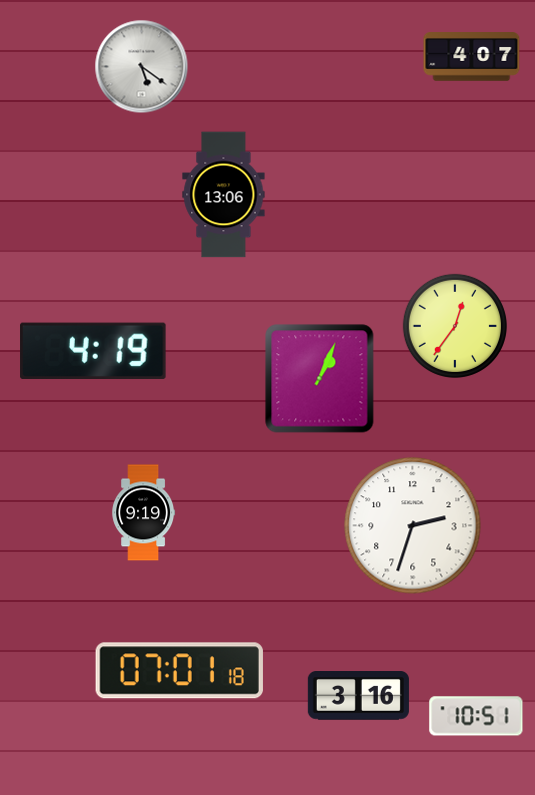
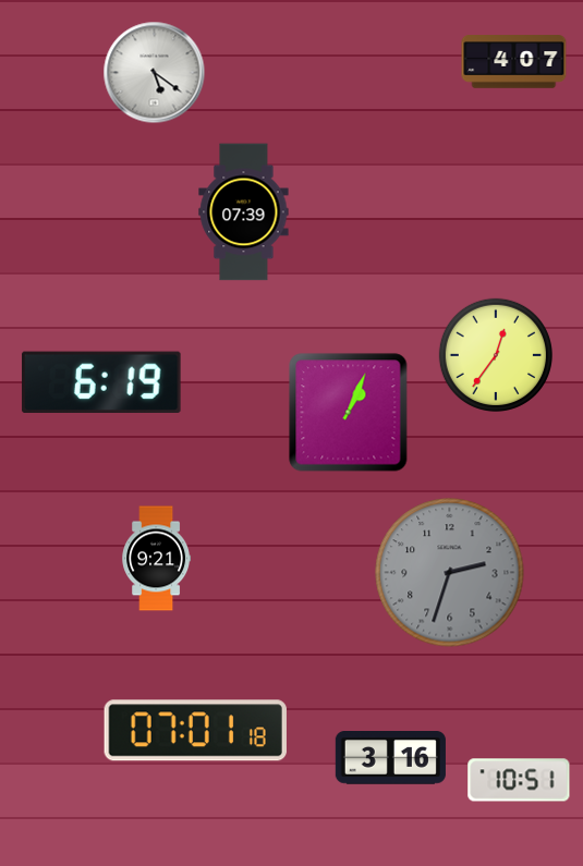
clock at (224, 195): 13:06 -> 07:39
clock at (93, 351): 4:19 -> 6:19
clock at (144, 513): 9:19 -> 9:21
clock at (413, 526) dial: white -> grey
